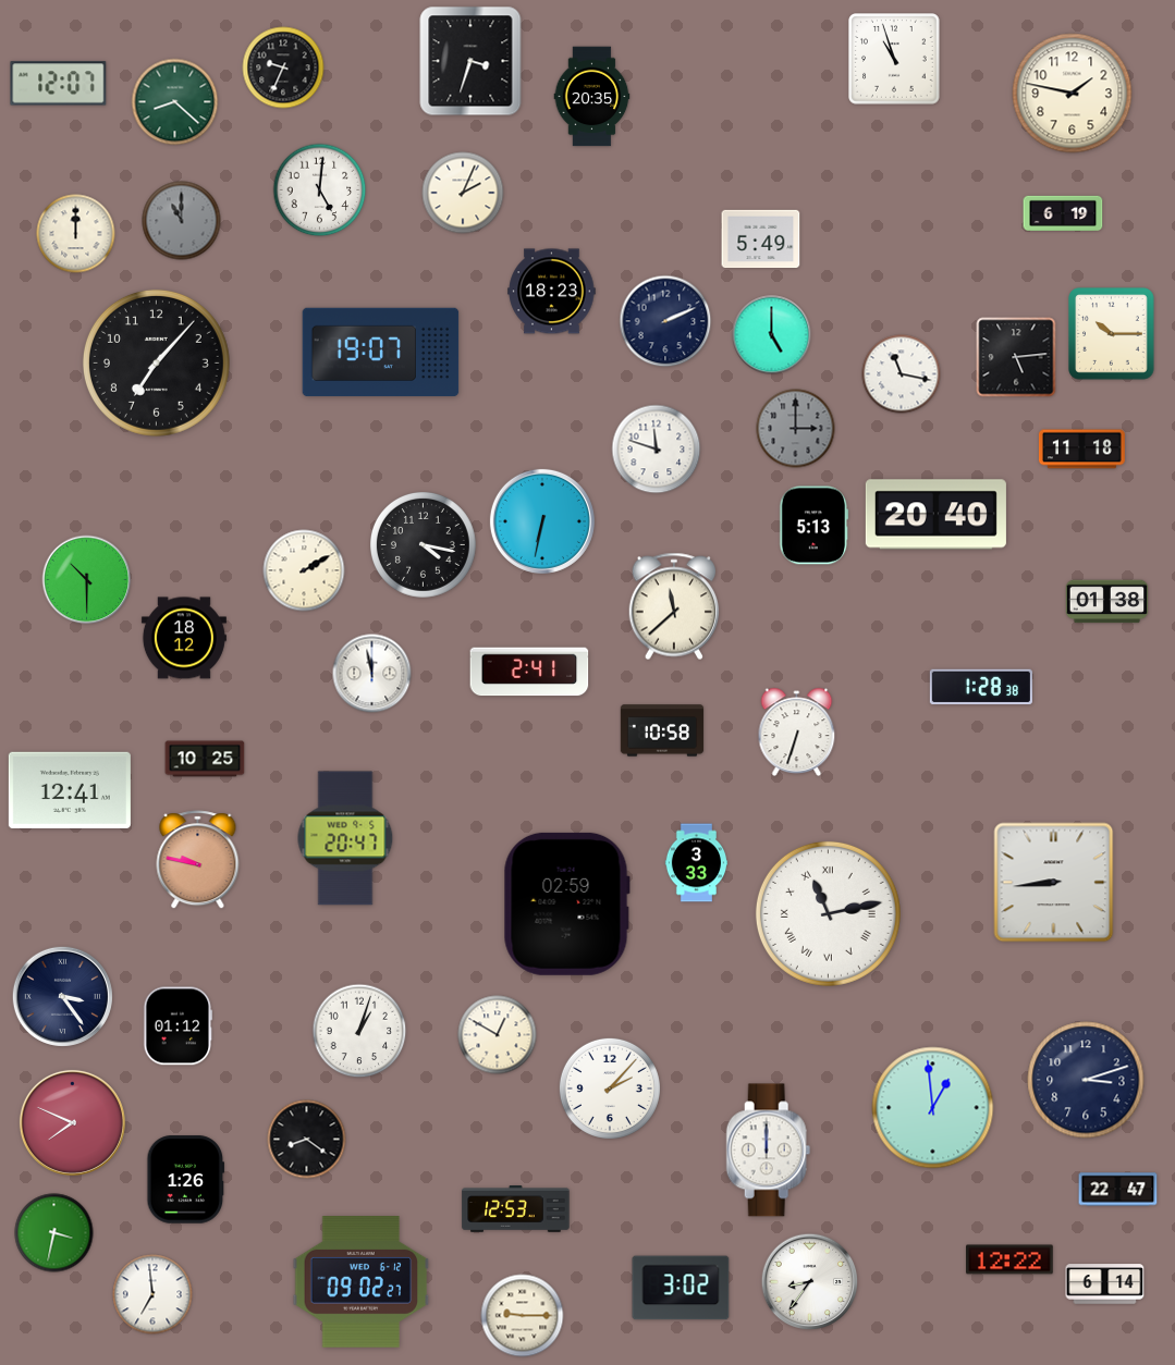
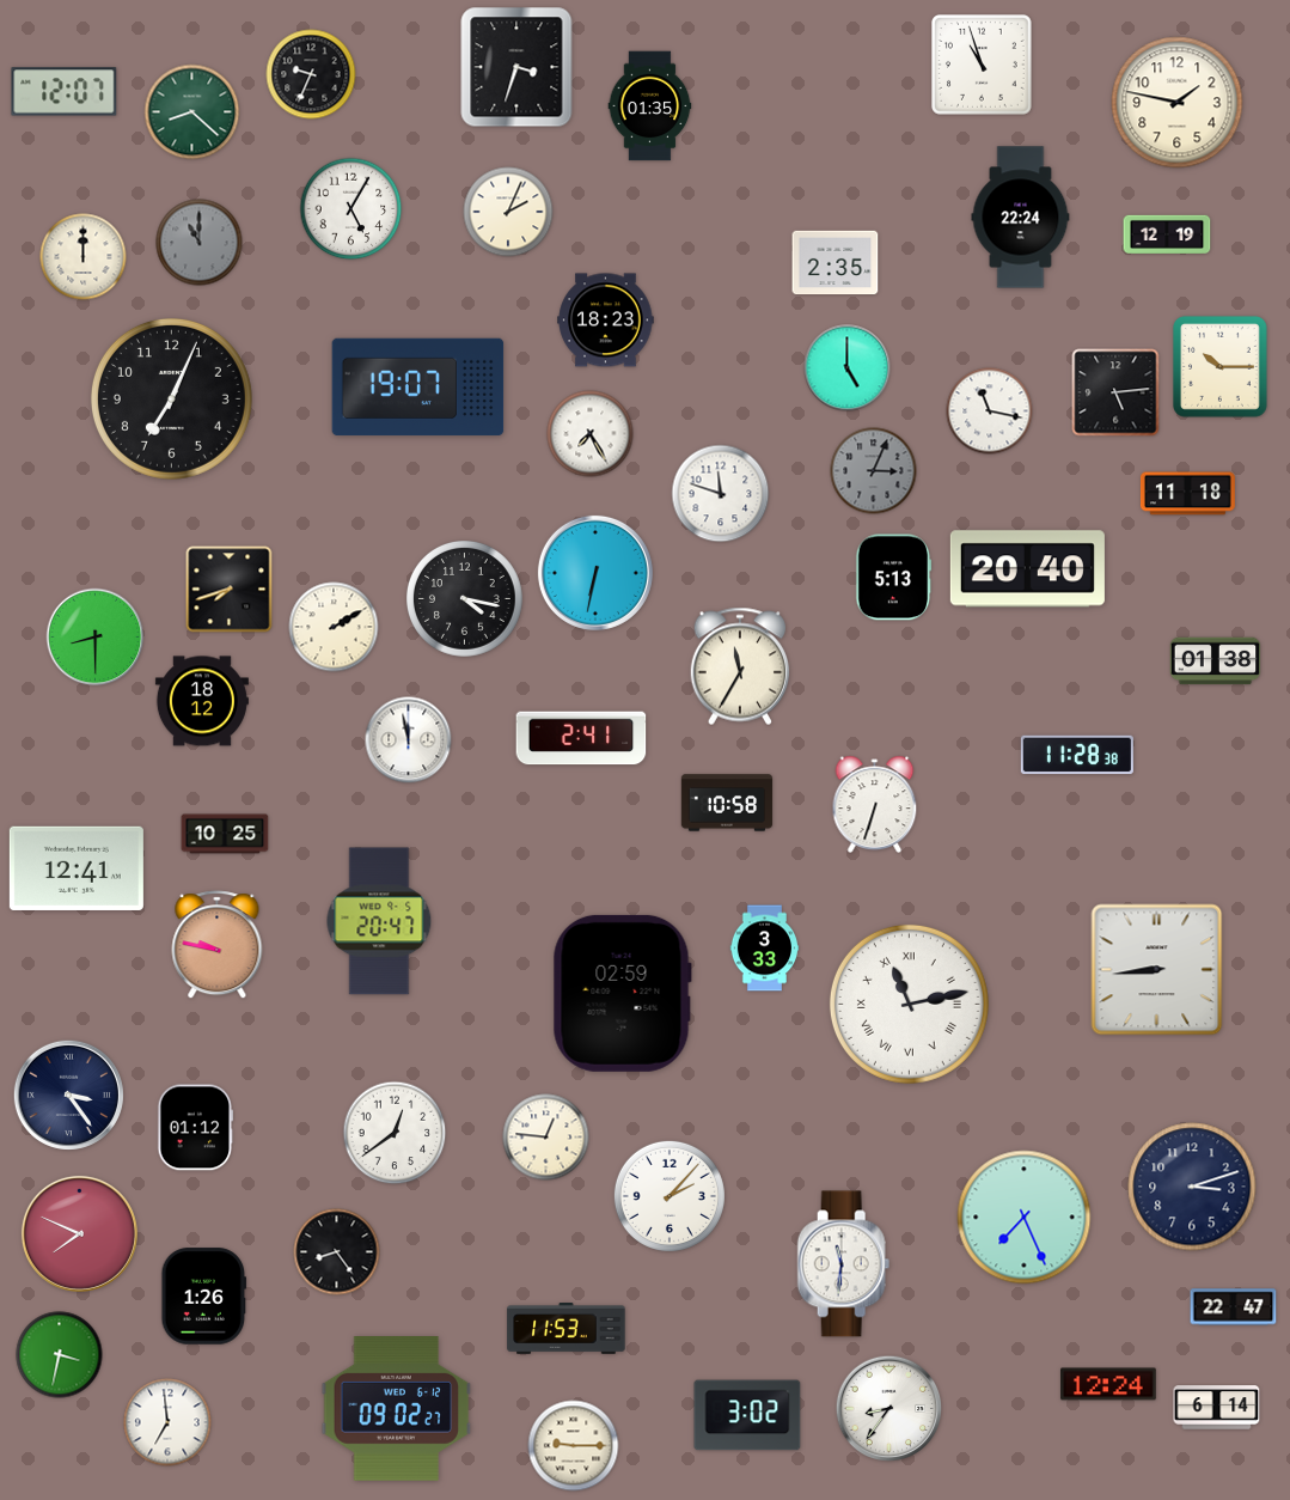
clock at (592, 97): 20:35 -> 01:35
clock at (320, 190): 5:01 -> 5:05
clock at (1021, 218): none -> 22:24
clock at (1063, 213): 6:19 -> 12:19
clock at (761, 239): 5:49 -> 2:35
clock at (665, 321): 2:11 -> none
clock at (156, 362): 7:07 -> 7:04
clock at (591, 434): none -> 7:25
clock at (796, 429): 3:00 -> 3:04
clock at (935, 515) position: (935, 515) -> (1027, 569)
clock at (230, 590): none -> 7:42
clock at (87, 580): 10:30 -> 8:30
clock at (674, 606): 11:38 -> 11:35
clock at (981, 687): 1:28 -> 11:28
clock at (359, 1031): 1:03 -> 12:39
clock at (498, 1035): 12:50 -> 12:46
clock at (933, 1108): 12:59 -> 7:26
clock at (307, 1140): 8:21 -> 8:24
clock at (769, 1151): 12:00 -> 11:31
clock at (1118, 1190) position: (1118, 1190) -> (1234, 1307)
clock at (516, 1209): 12:53 -> 11:53
clock at (1009, 1259): 12:22 -> 12:24
clock at (1105, 1284) position: (1105, 1284) -> (1217, 1408)
